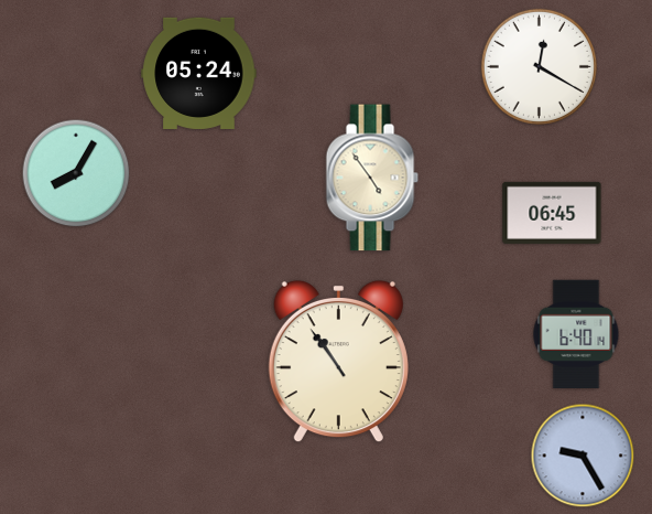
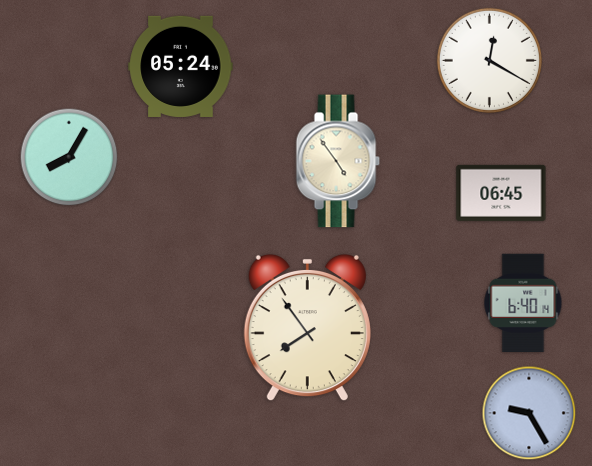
clock at (338, 362): 10:54 -> 7:54
